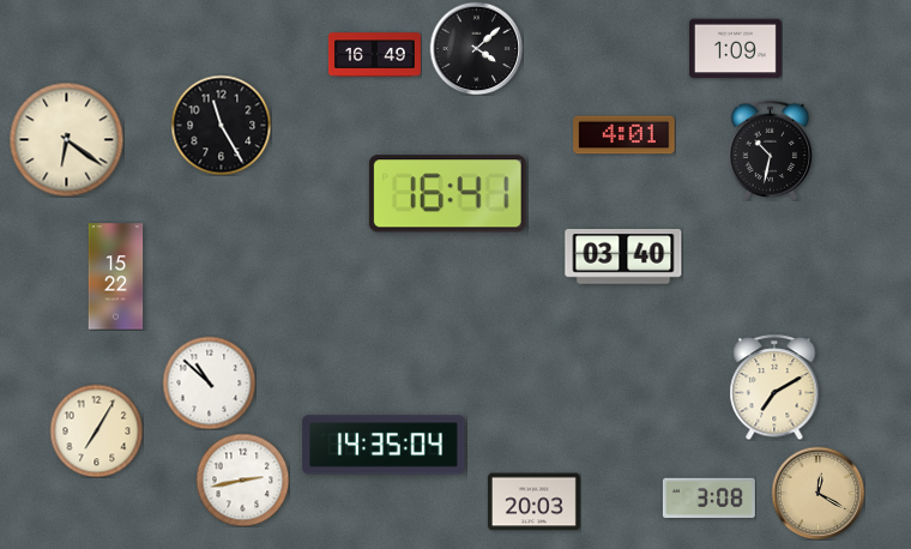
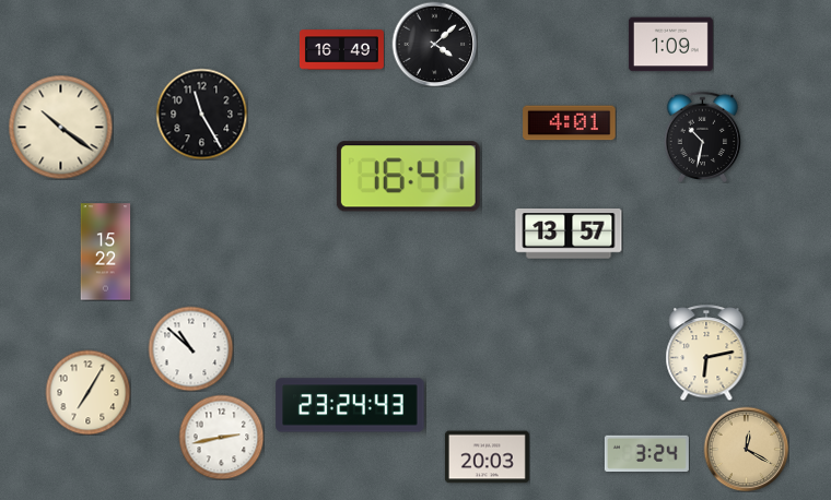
clock at (66, 139): 6:21 -> 10:21
clock at (623, 258): 03:40 -> 13:57
clock at (774, 387): 7:10 -> 6:13
clock at (384, 445): 14:35 -> 23:24
clock at (708, 497): 3:08 -> 3:24
